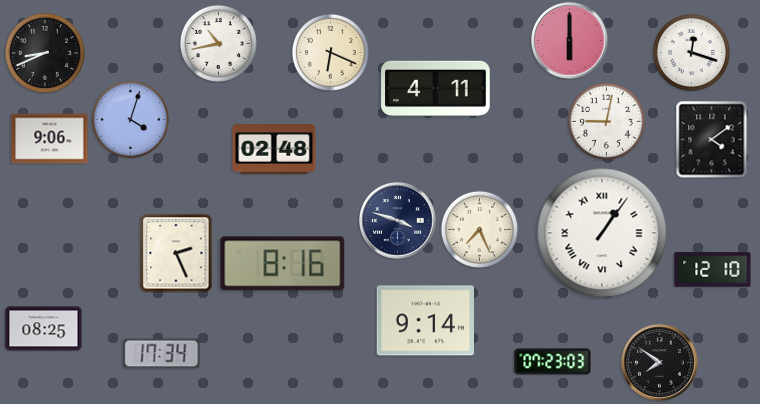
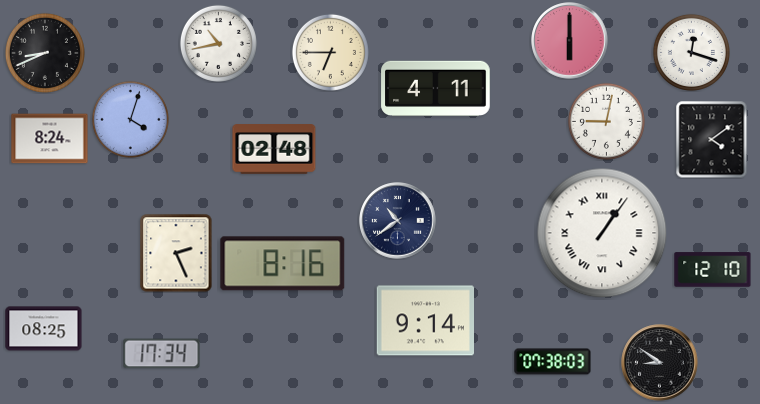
clock at (330, 52): 6:19 -> 6:45
clock at (50, 139): 9:06 -> 8:24
clock at (398, 221): 3:48 -> 10:39
clock at (479, 229): 7:26 -> none
clock at (553, 362): 07:23 -> 07:38
clock at (660, 363): 7:51 -> 8:51
